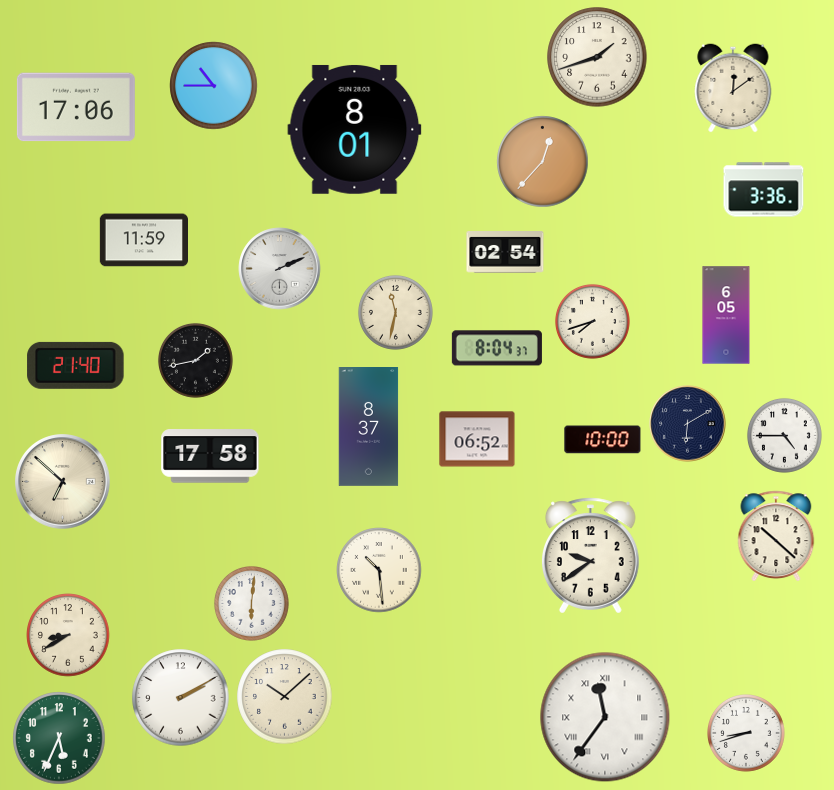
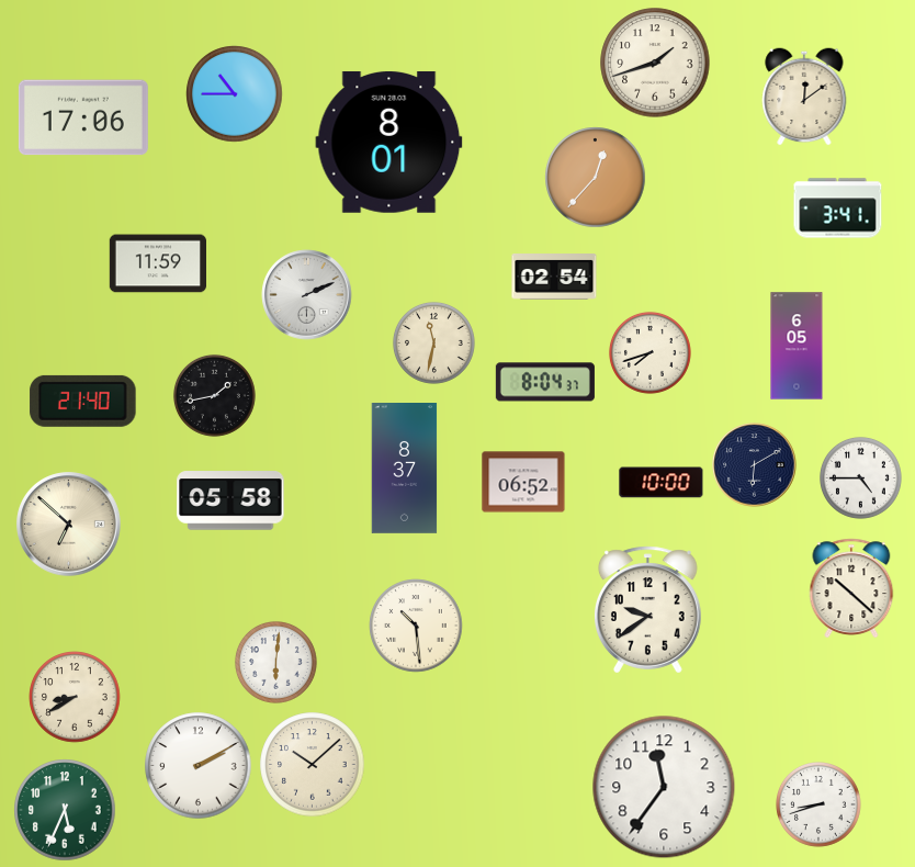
clock at (764, 190): 3:36 -> 3:41
clock at (210, 456): 17:58 -> 05:58
clock at (63, 482) position: (63, 482) -> (69, 525)
clock at (605, 717) numerals: Roman -> Arabic
